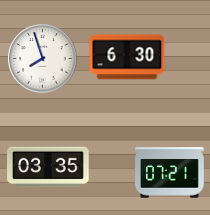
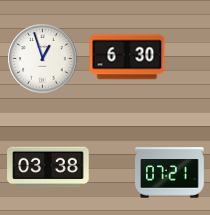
clock at (43, 59): 7:57 -> 12:57
clock at (48, 167): 03:35 -> 03:38
